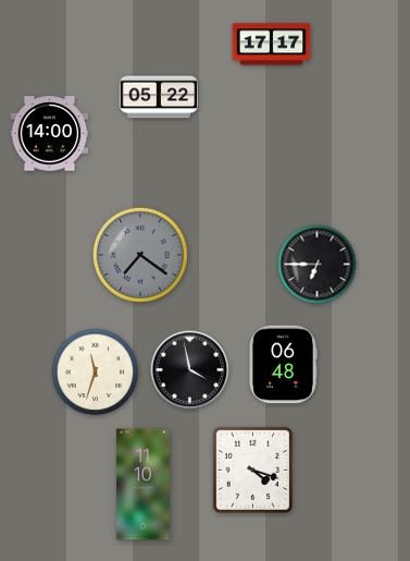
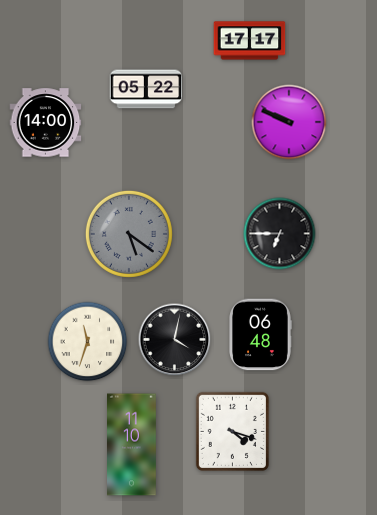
clock at (289, 122): none -> 9:49
clock at (140, 255): 7:21 -> 5:21
clock at (318, 265) position: (318, 265) -> (280, 234)
clock at (190, 370): 3:58 -> 4:02
